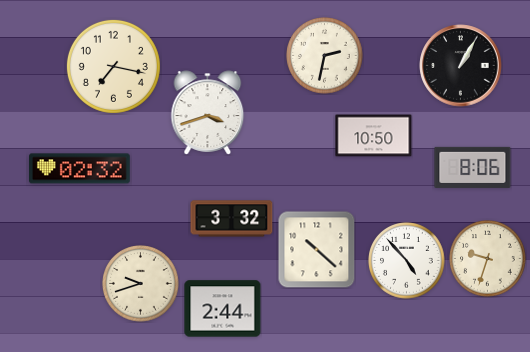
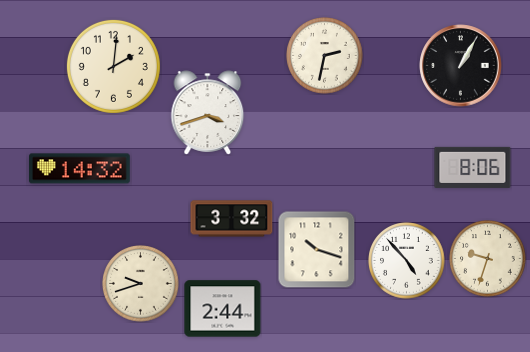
clock at (113, 66): 7:17 -> 2:01
clock at (374, 136): 10:50 -> none
clock at (80, 169): 02:32 -> 14:32
clock at (316, 249): 10:22 -> 10:18
